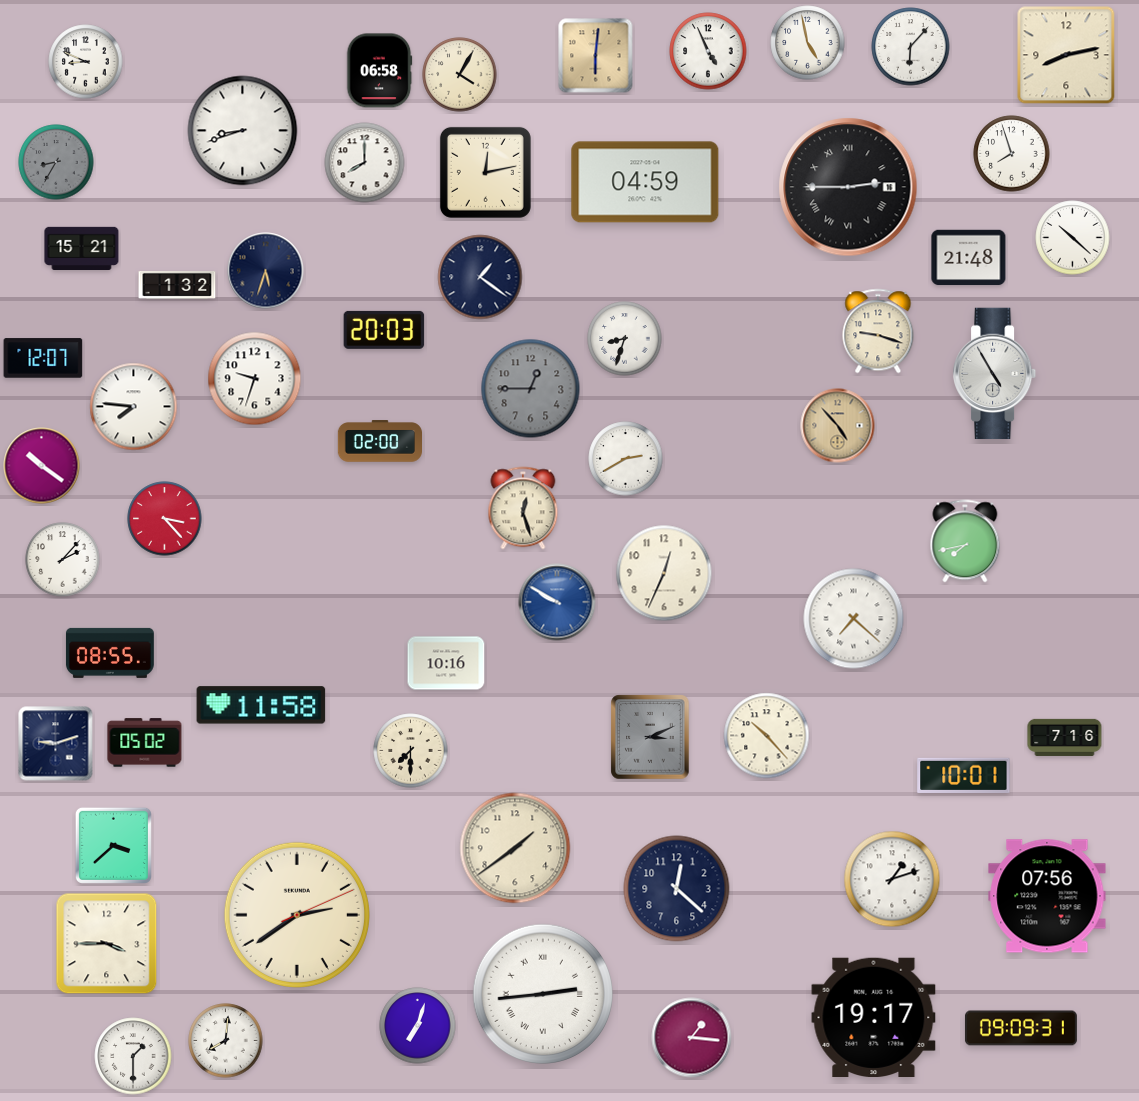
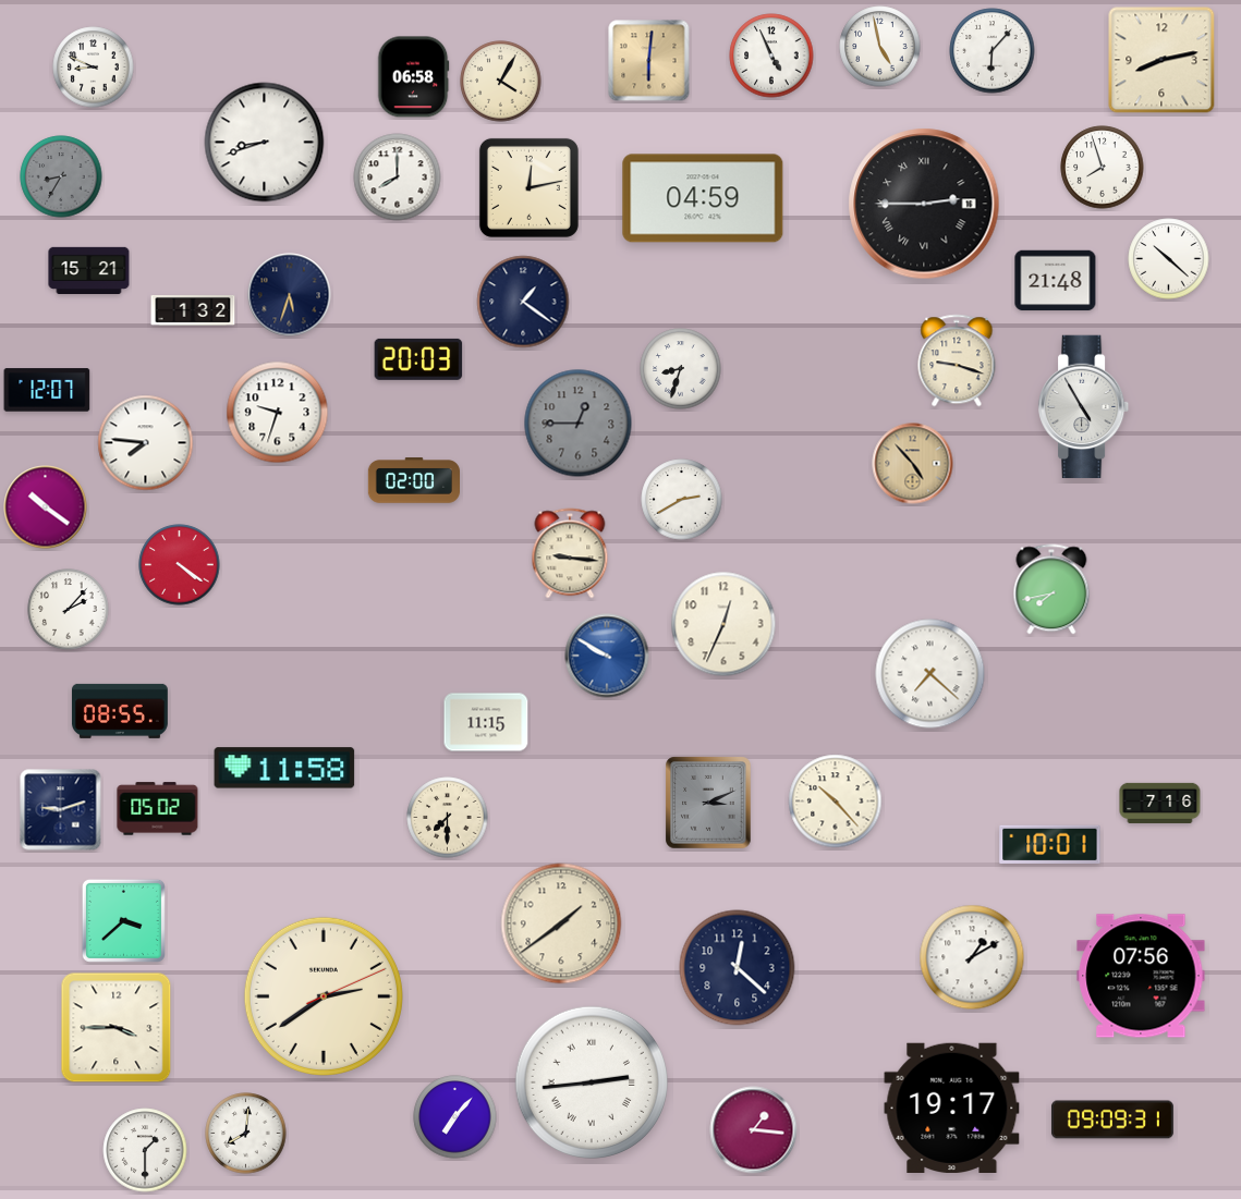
clock at (523, 508): 12:27 -> 9:16
clock at (165, 519): 3:23 -> 4:21
clock at (446, 663): 10:16 -> 11:15
clock at (892, 879): 1:12 -> 1:10
clock at (418, 1026): 7:03 -> 7:07
